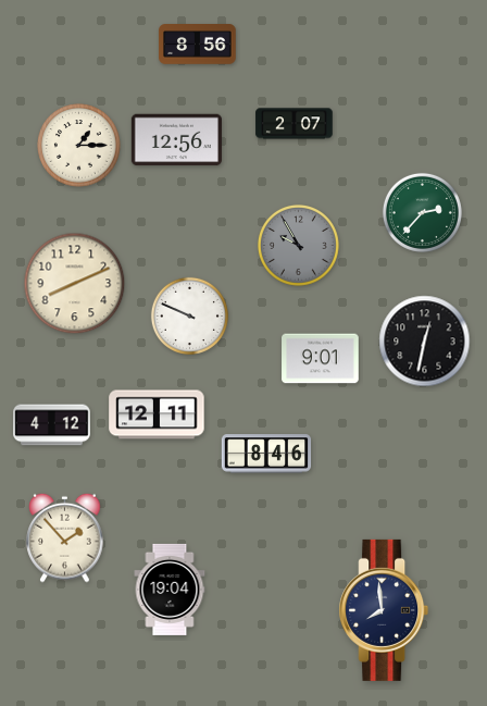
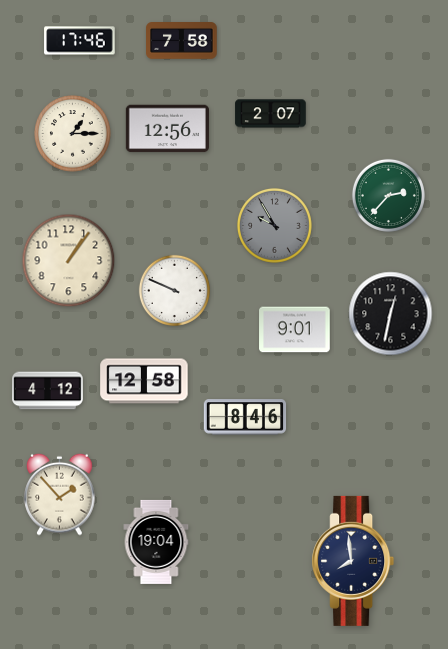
clock at (80, 41): none -> 17:46
clock at (198, 45): 8:56 -> 7:58
clock at (176, 140) position: (176, 140) -> (167, 129)
clock at (75, 284): 8:11 -> 1:06
clock at (157, 414): 12:11 -> 12:58
